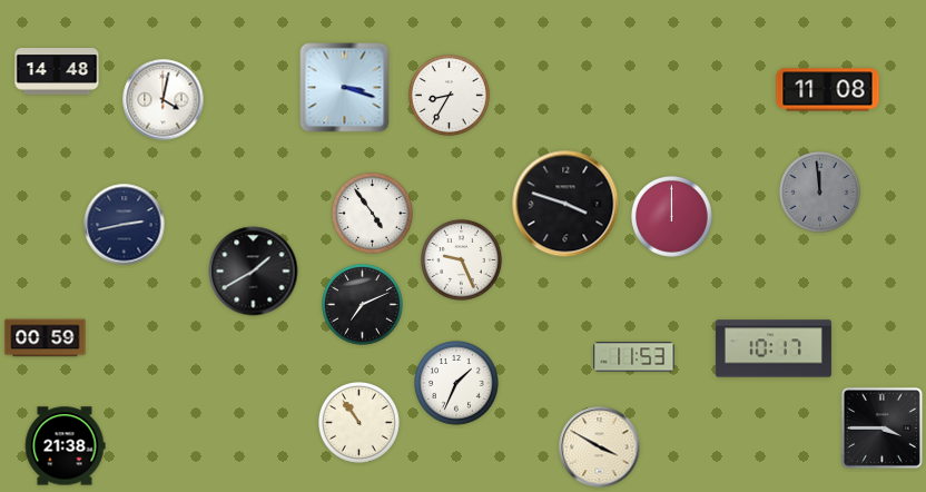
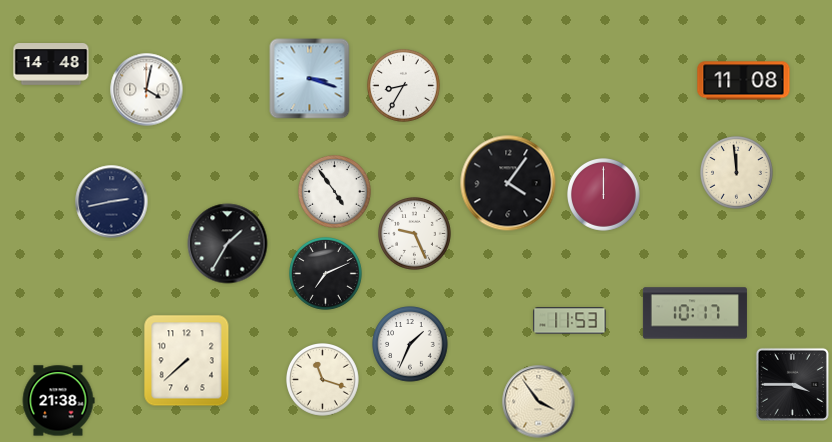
clock at (820, 193) dial: grey -> cream
clock at (565, 204): 3:48 -> 4:06
clock at (254, 272): 1:40 -> 1:35
clock at (46, 338): 00:59 -> none
clock at (187, 361): none -> 7:38
clock at (359, 423): 10:54 -> 11:18
clock at (600, 447): 3:50 -> 3:54
